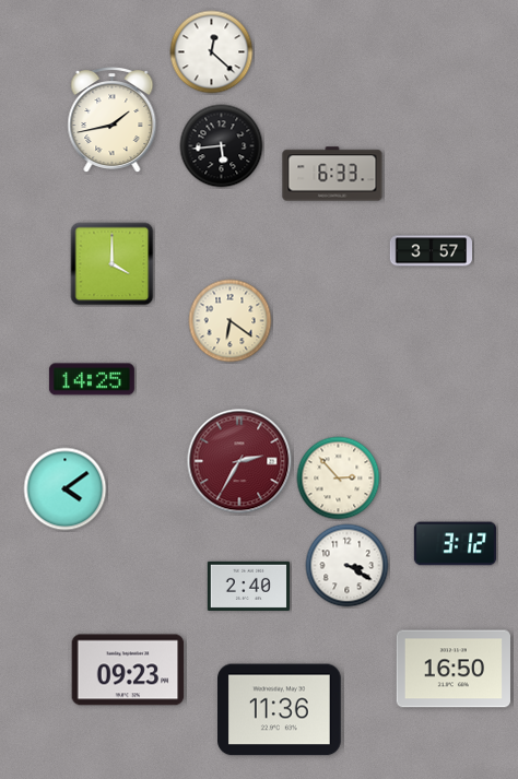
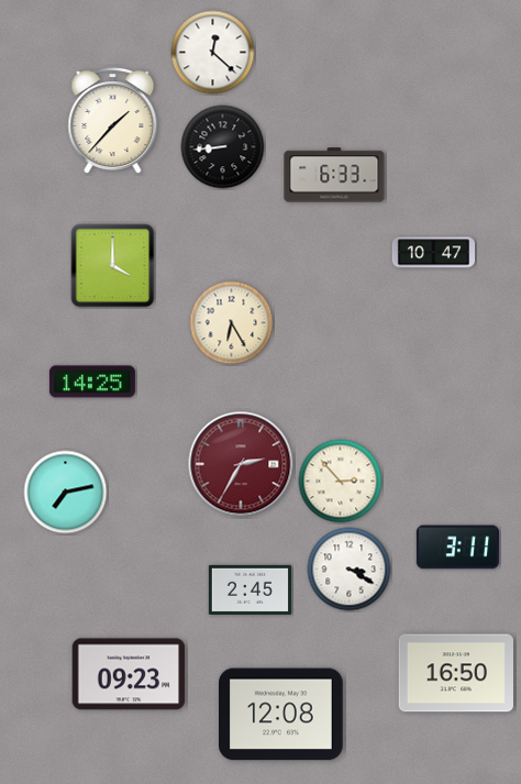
clock at (113, 120): 1:43 -> 1:37
clock at (222, 146): 5:44 -> 8:44
clock at (431, 251): 3:57 -> 10:47
clock at (231, 321): 6:21 -> 6:25
clock at (66, 489): 4:09 -> 7:13
clock at (455, 544): 3:12 -> 3:11
clock at (248, 586): 2:40 -> 2:45
clock at (280, 710): 11:36 -> 12:08
